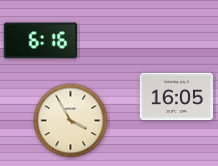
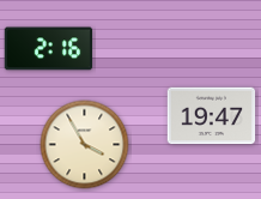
clock at (41, 41): 6:16 -> 2:16
clock at (177, 97): 16:05 -> 19:47
